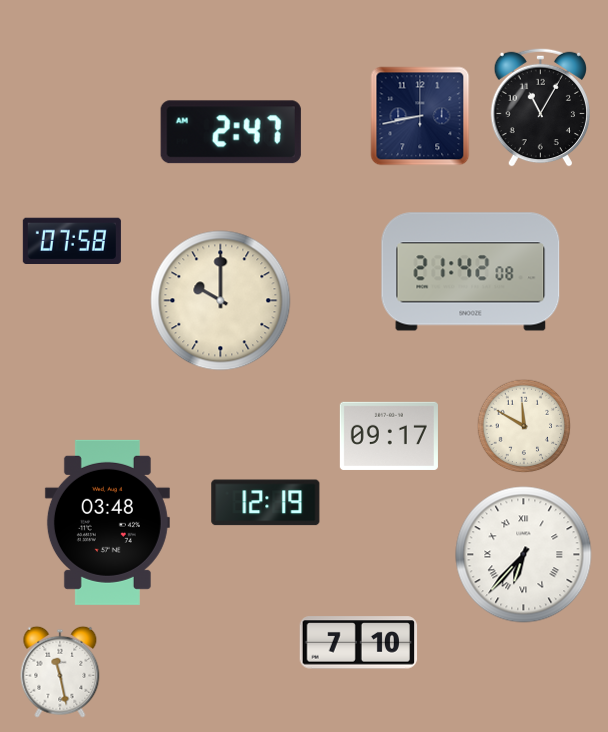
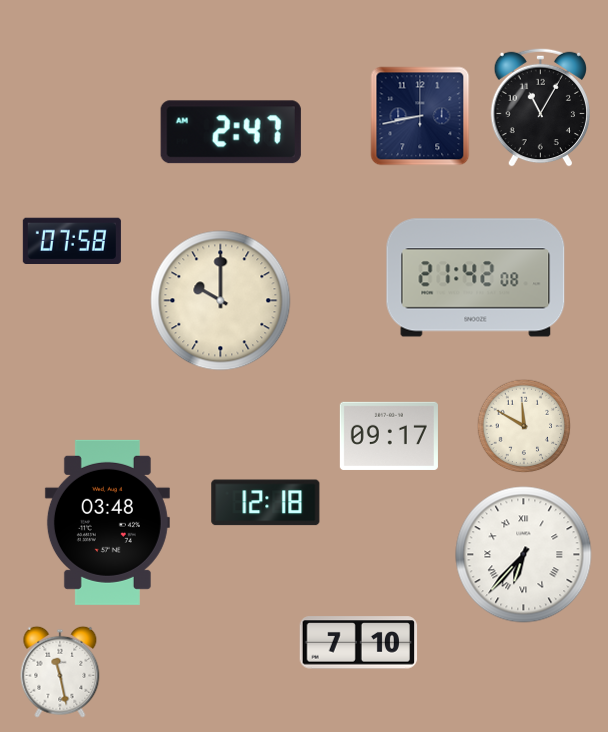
clock at (471, 272) position: (471, 272) -> (476, 278)
clock at (266, 503): 12:19 -> 12:18
